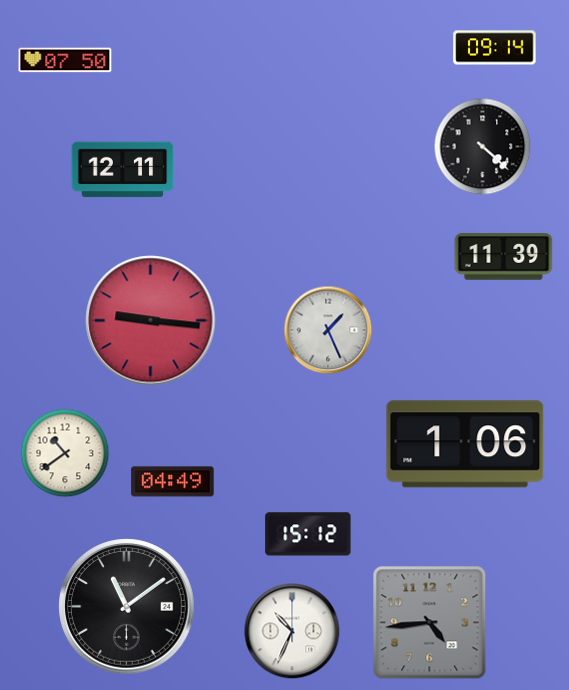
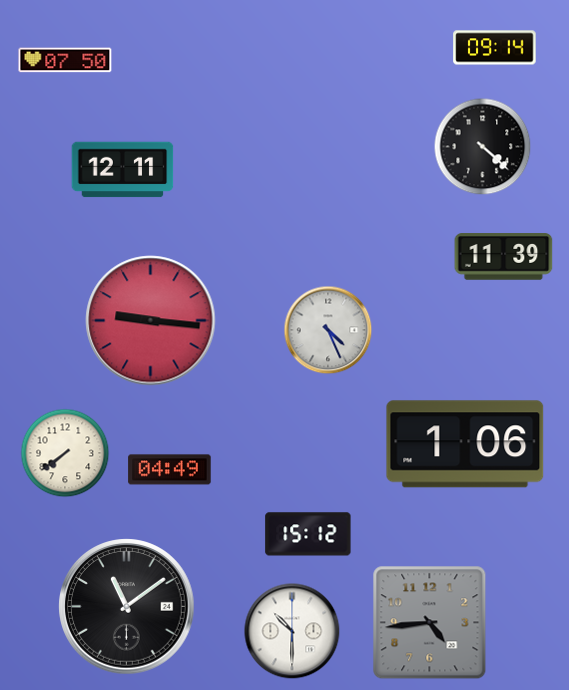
clock at (328, 330): 1:26 -> 4:26
clock at (65, 453): 10:39 -> 7:39
clock at (173, 482) position: (173, 482) -> (170, 470)
clock at (292, 631): 10:34 -> 10:30
